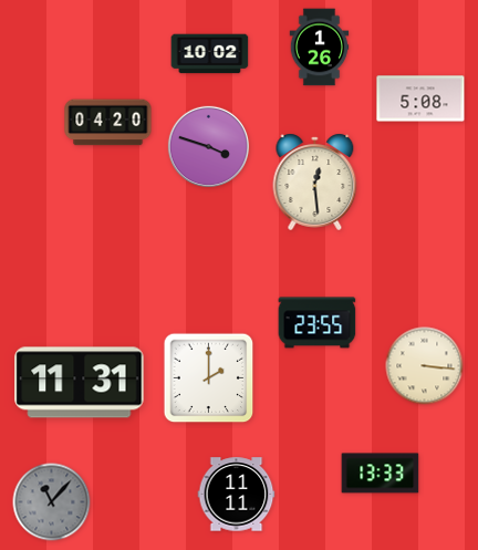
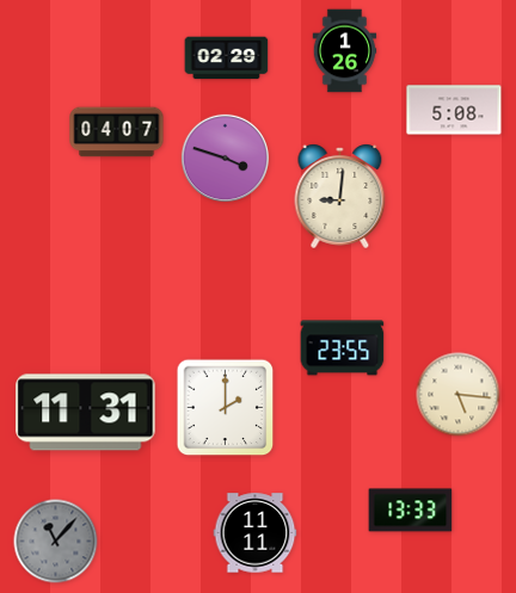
clock at (210, 54): 10:02 -> 02:29
clock at (420, 98) position: (420, 98) -> (454, 110)
clock at (108, 123): 04:20 -> 04:07
clock at (315, 181): 12:29 -> 9:01
clock at (425, 366): 3:16 -> 5:16
